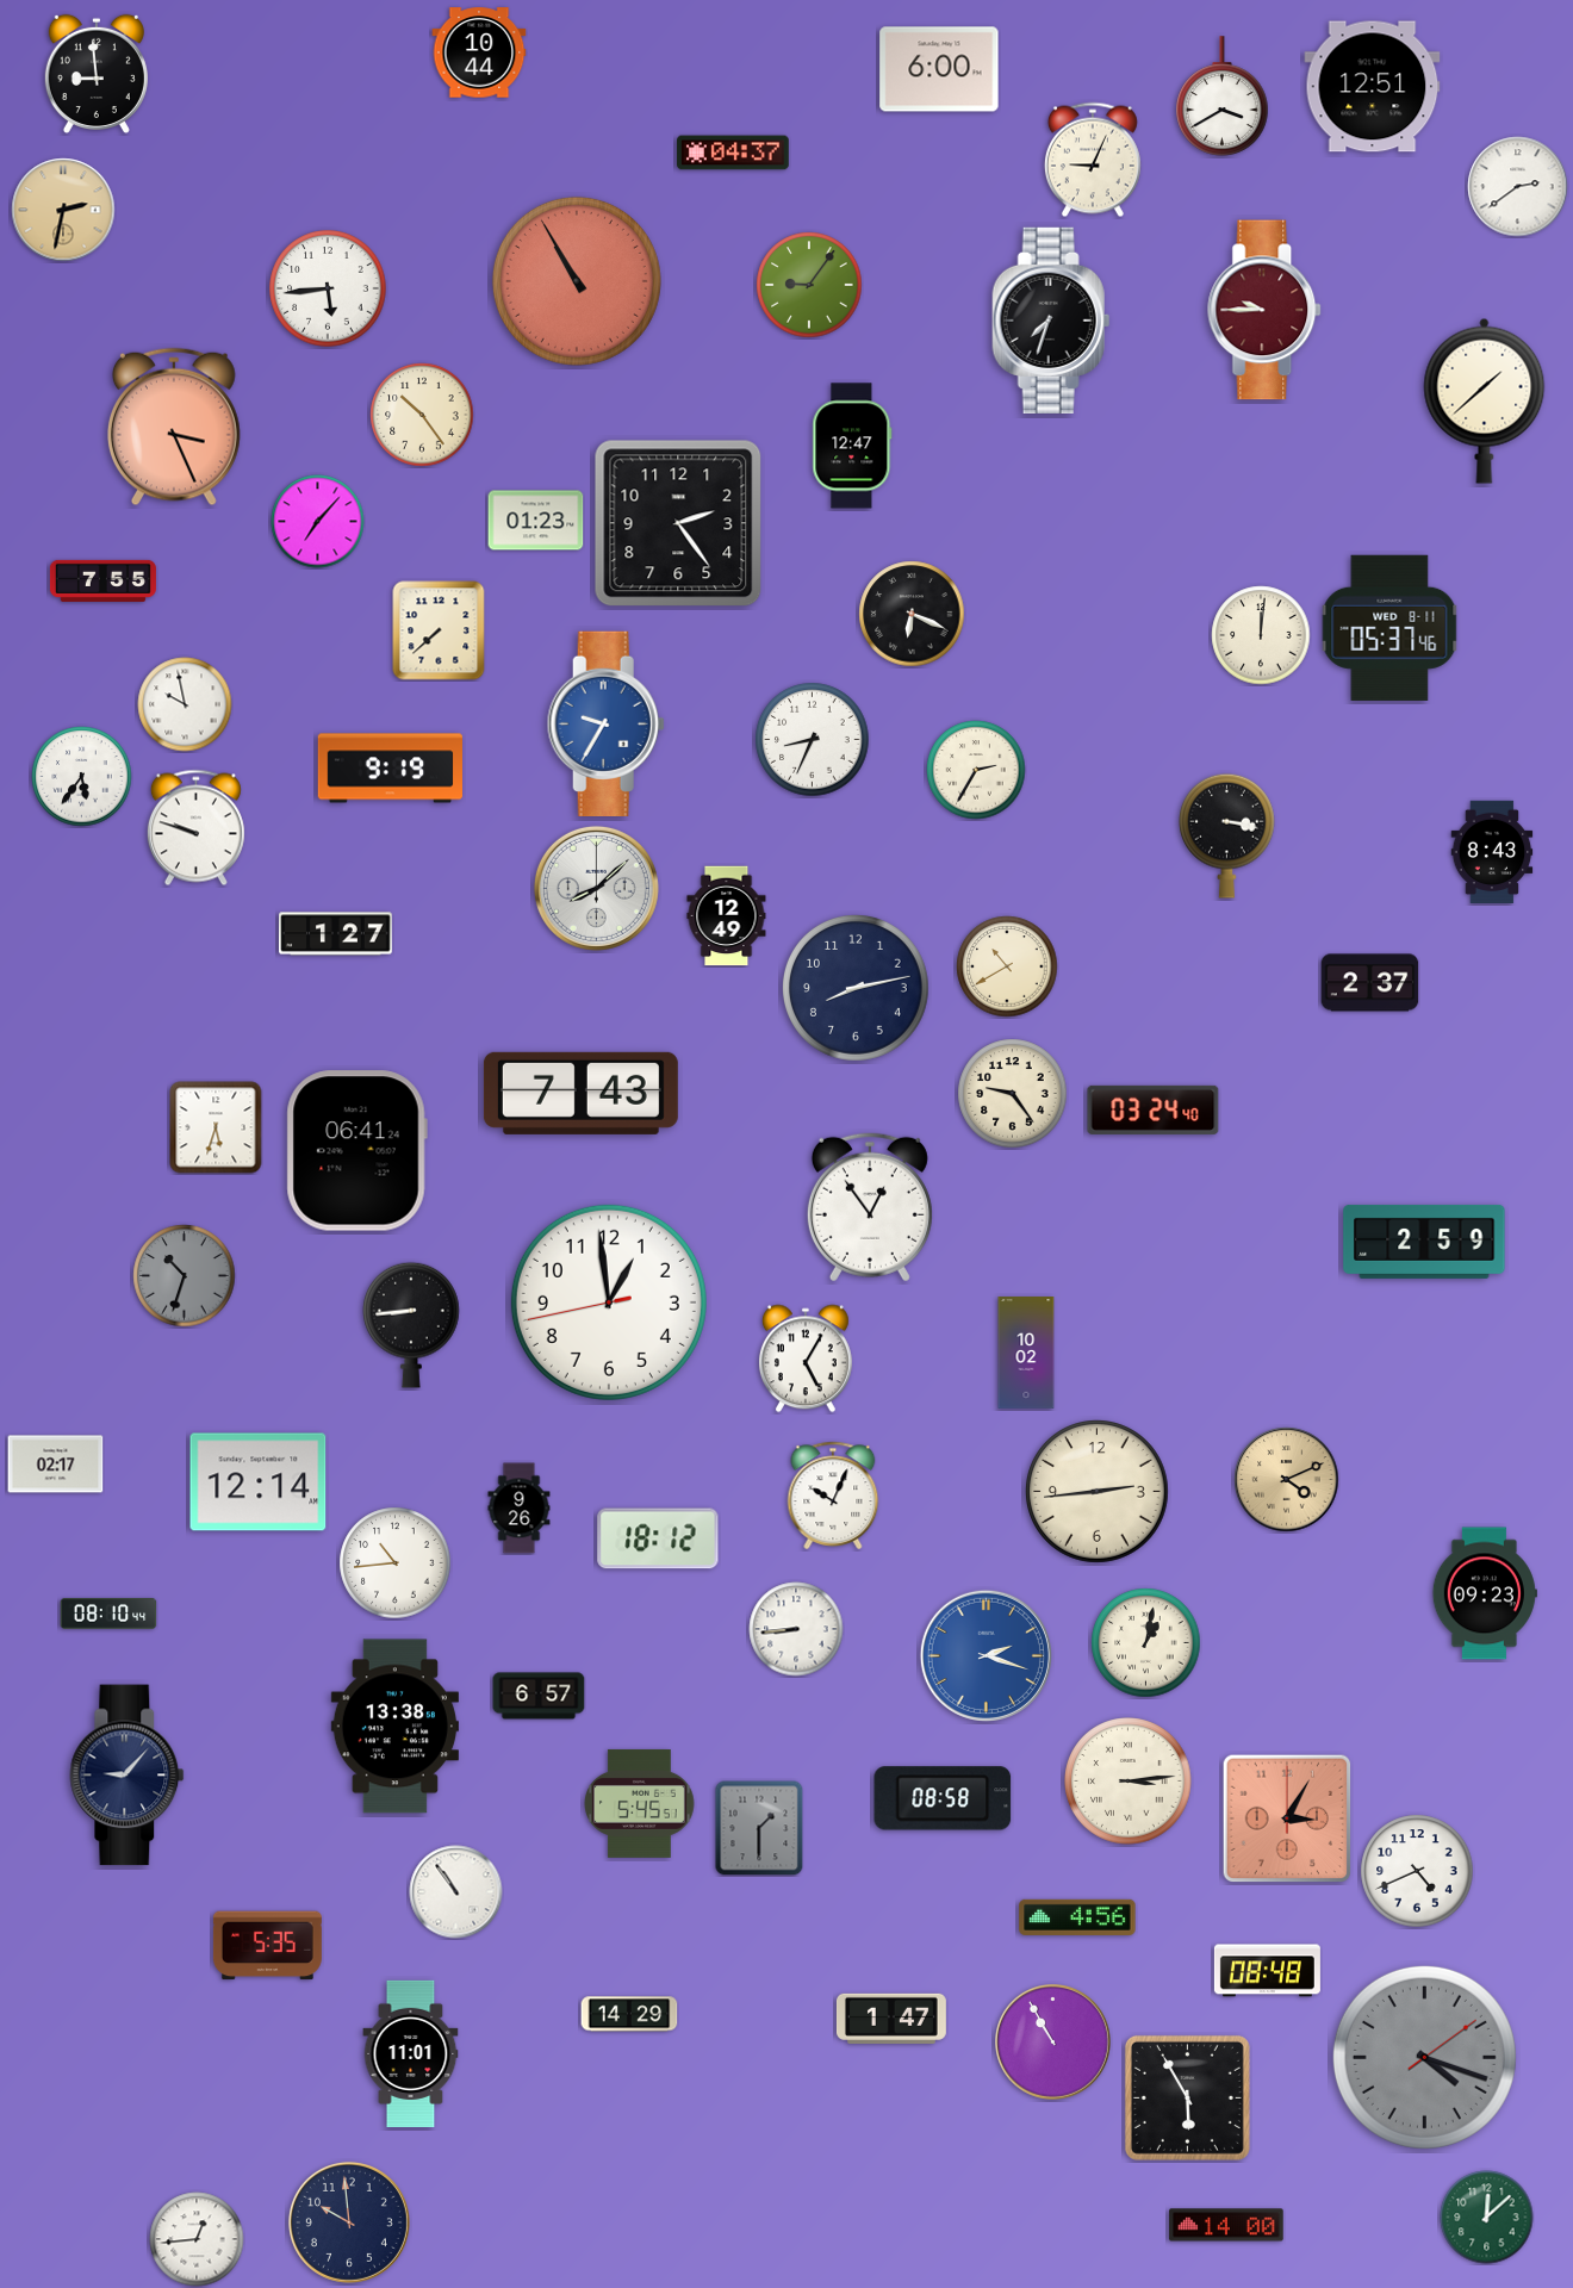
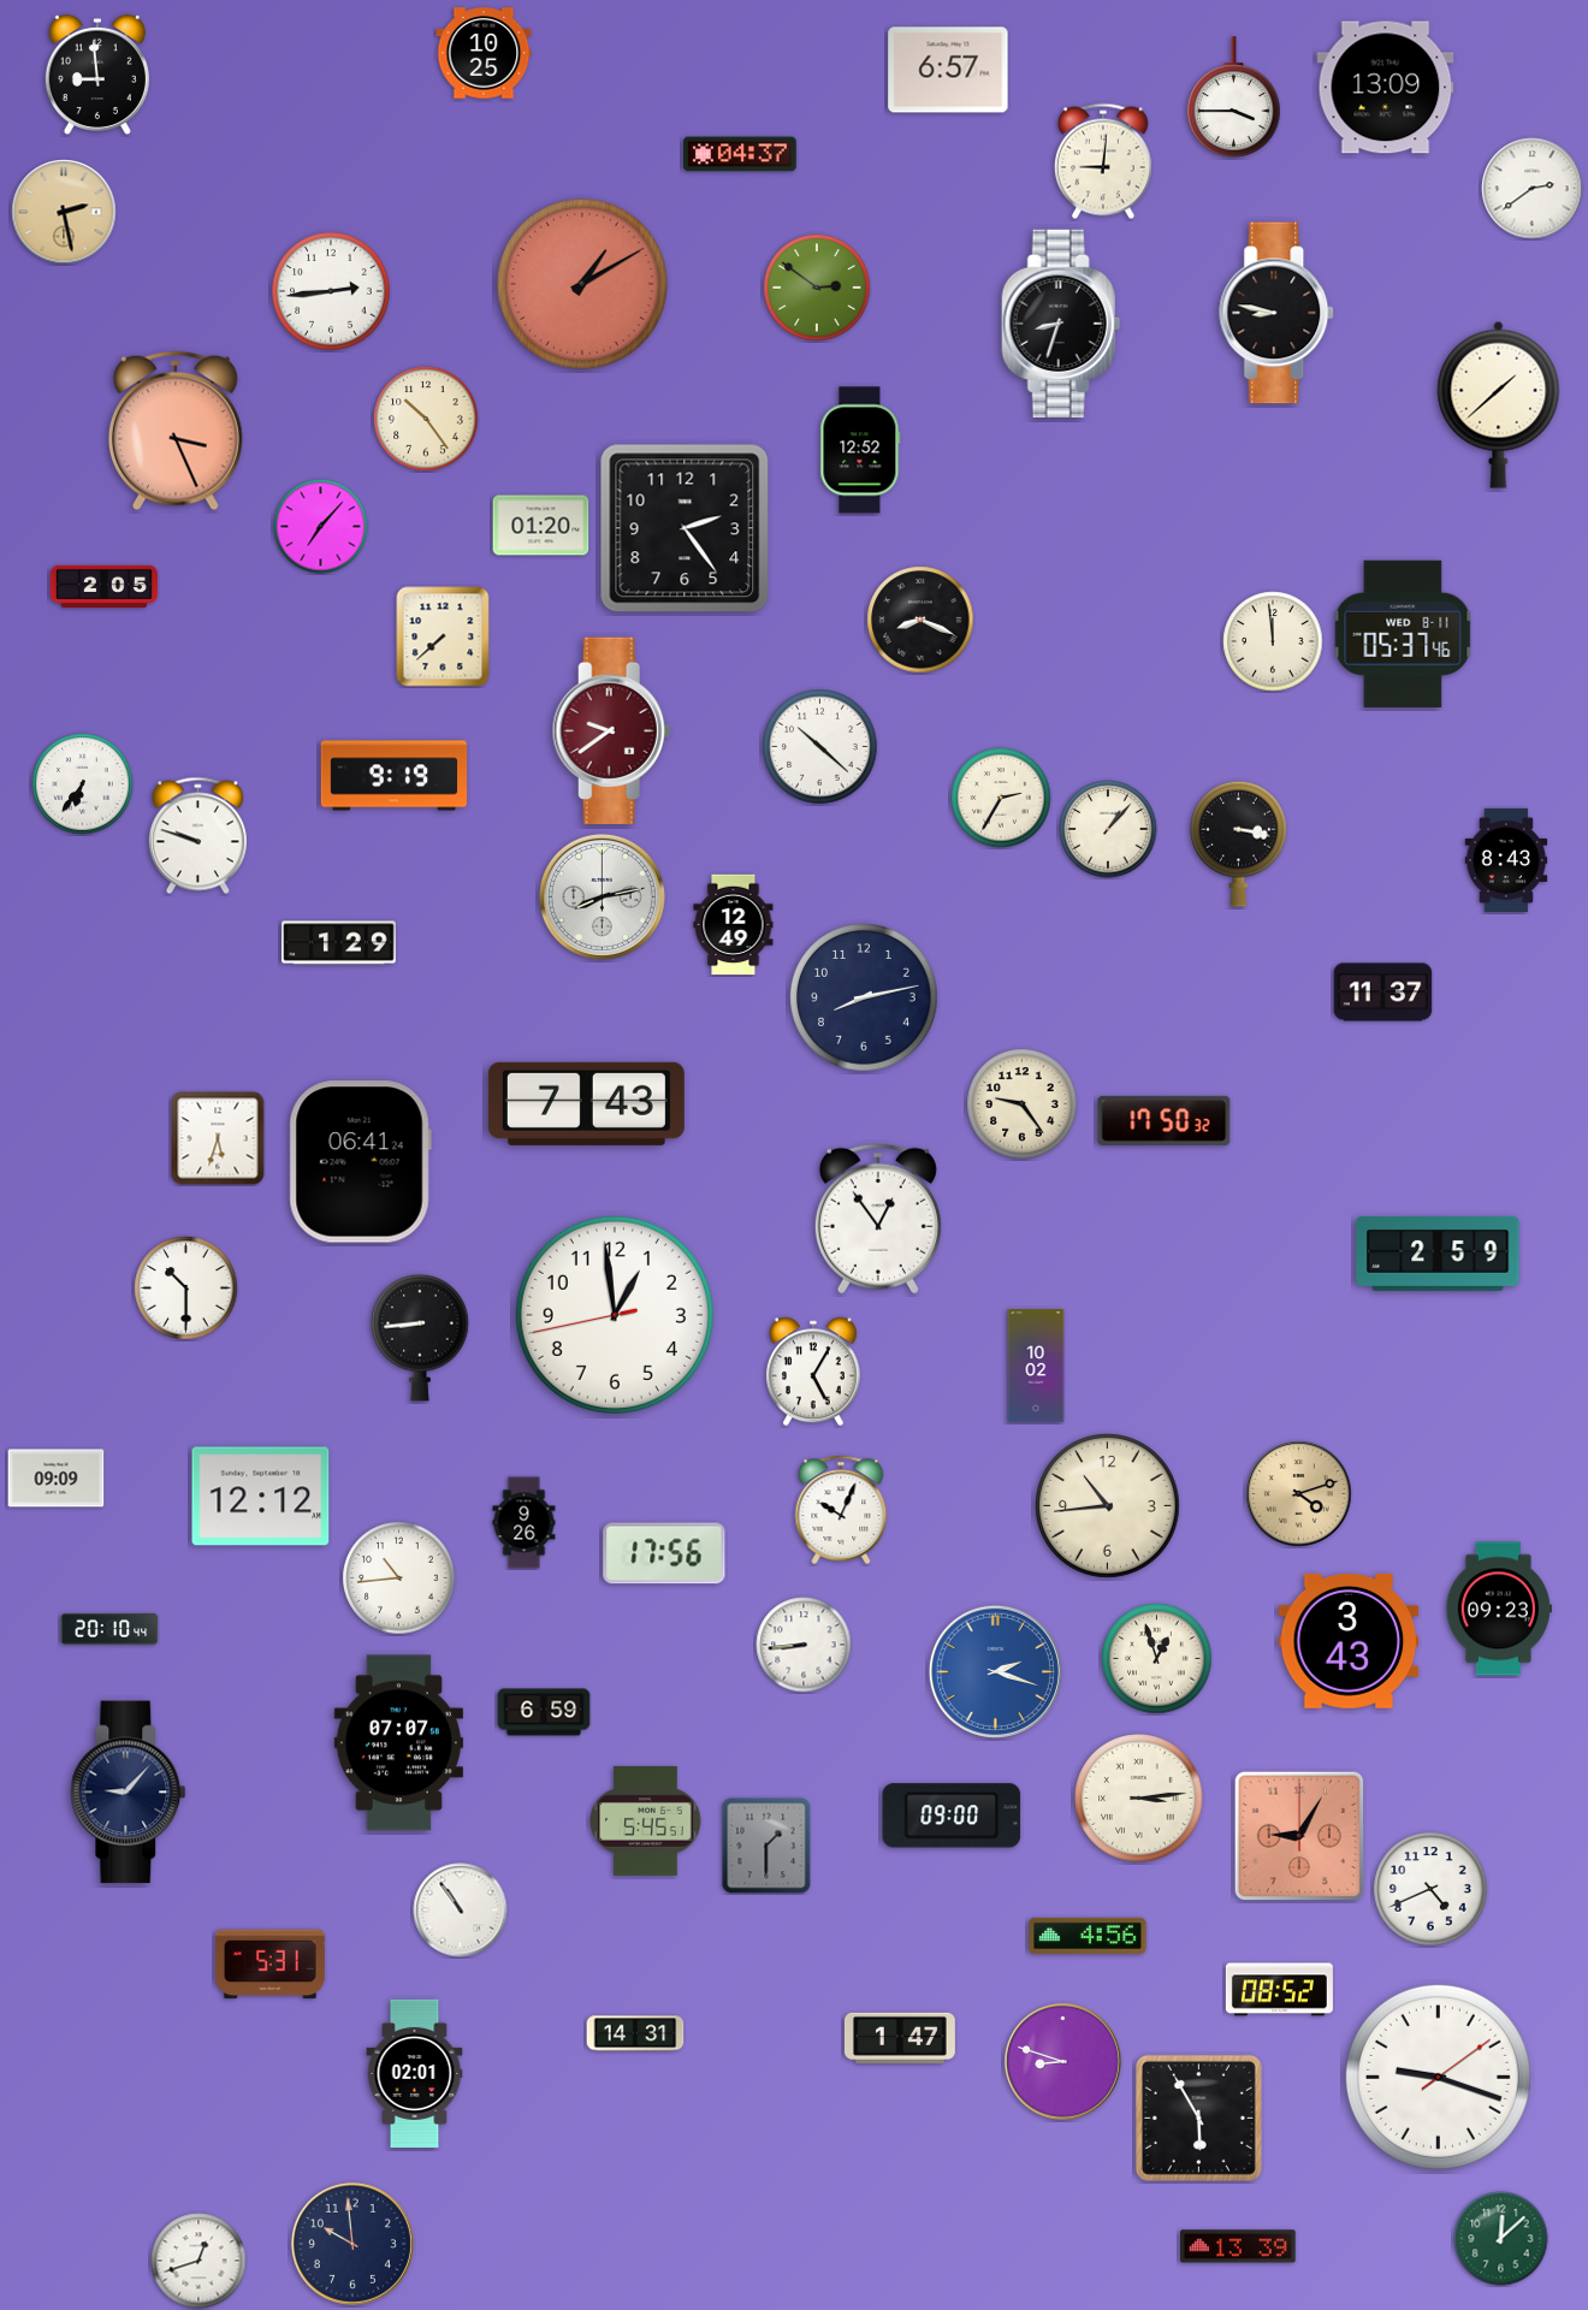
clock at (479, 52): 10:44 -> 10:25
clock at (939, 69): 6:00 -> 6:57
clock at (1373, 87): 12:51 -> 13:09
clock at (1223, 97): 3:40 -> 3:45
clock at (1093, 160): 9:04 -> 9:01
clock at (63, 210): 2:32 -> 2:28
clock at (577, 281): 10:55 -> 1:10
clock at (809, 285): 9:06 -> 2:51
clock at (328, 288): 5:44 -> 2:44
clock at (1266, 310): 9:45 -> 8:47
clock at (1266, 310) dial: burgundy -> black
clock at (1051, 321): 7:33 -> 8:33
clock at (852, 446): 12:47 -> 12:52
clock at (536, 521): 01:23 -> 01:20
clock at (102, 580): 7:55 -> 2:05
clock at (912, 614): 6:19 -> 8:19
clock at (1261, 635): 12:01 -> 11:59
clock at (185, 704): 9:58 -> none
clock at (605, 723): 9:35 -> 9:39
clock at (605, 723) dial: blue -> burgundy
clock at (813, 740): 8:34 -> 10:22
clock at (976, 770) position: (976, 770) -> (1001, 798)
clock at (82, 777): 5:36 -> 6:36
clock at (1108, 829): none -> 1:07
clock at (596, 888): 8:08 -> 8:13
clock at (336, 934): 1:27 -> 1:29
clock at (1007, 966): 10:40 -> none
clock at (1370, 983): 2:37 -> 11:37
clock at (1154, 1109): 03:24 -> 17:50
clock at (185, 1276): 10:33 -> 10:30
clock at (185, 1276) dial: grey -> white
clock at (411, 1325) position: (411, 1325) -> (420, 1338)
clock at (56, 1465): 02:17 -> 09:09
clock at (1287, 1480): 4:11 -> 4:12
clock at (259, 1482): 12:14 -> 12:12
clock at (1098, 1492): 2:44 -> 10:44
clock at (658, 1538): 18:12 -> 17:56
clock at (108, 1614): 08:10 -> 20:10
clock at (1349, 1641): none -> 3:43
clock at (1146, 1643): 1:02 -> 12:57
clock at (539, 1696): 6:57 -> 6:59
clock at (394, 1727): 13:38 -> 07:07
clock at (943, 1798): 08:58 -> 09:00
clock at (1287, 1818): 3:05 -> 9:05
clock at (267, 1946): 5:35 -> 5:31
clock at (1267, 1971): 08:48 -> 08:52
clock at (629, 2014): 14:29 -> 14:31
clock at (1053, 2043): 10:55 -> 8:48
clock at (411, 2053): 11:01 -> 02:01
clock at (1424, 2057): 4:18 -> 9:18
clock at (1424, 2057) dial: grey -> white
clock at (1226, 2225): 14:00 -> 13:39
clock at (197, 2239): 12:44 -> 12:42
